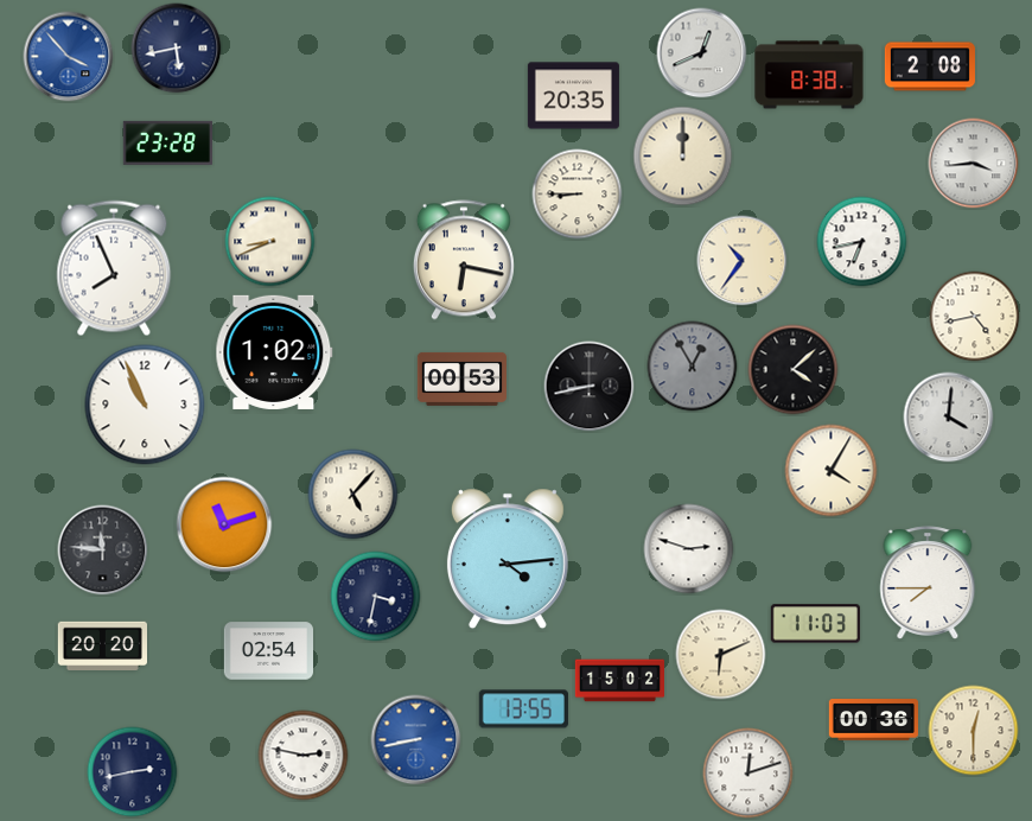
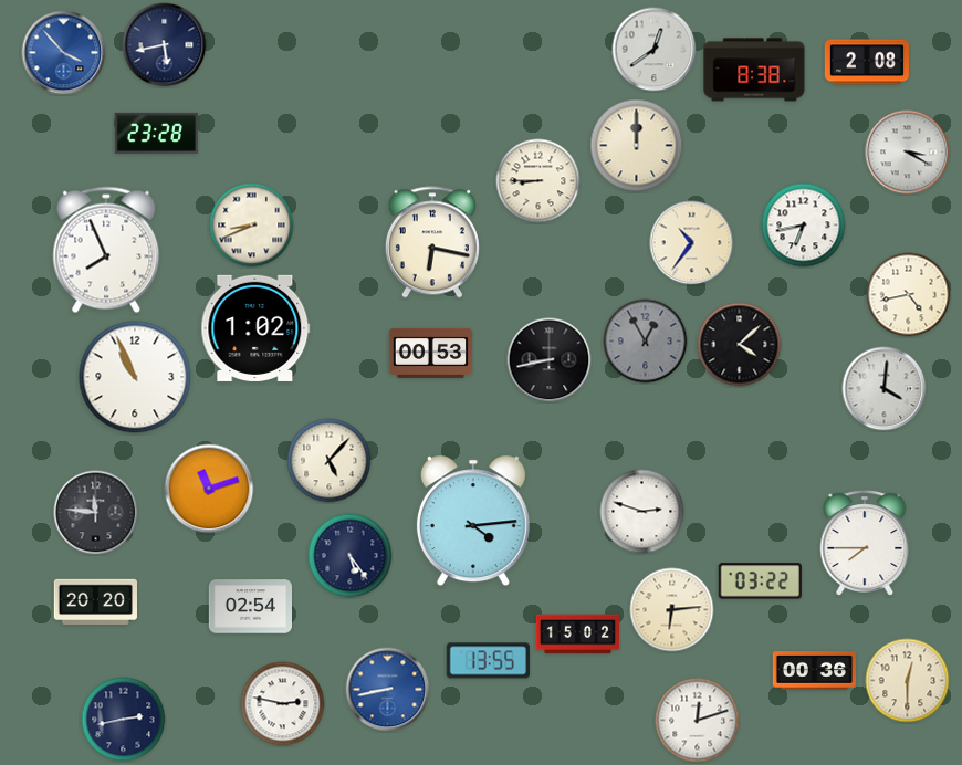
clock at (702, 53): 12:41 -> 12:39
clock at (573, 96): 20:35 -> none
clock at (974, 164): 3:44 -> 3:20
clock at (832, 471): 4:05 -> none
clock at (376, 597): 3:32 -> 5:24
clock at (815, 624): 11:03 -> 03:22
clock at (721, 655): 6:11 -> 6:14
